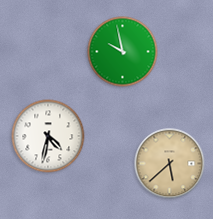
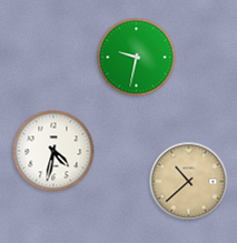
clock at (123, 52): 9:58 -> 9:32
clock at (170, 164): 5:38 -> 10:38
